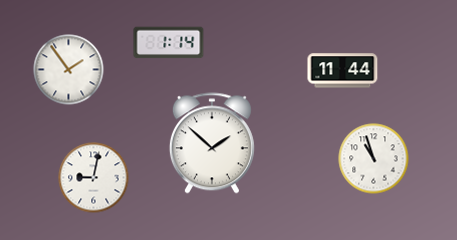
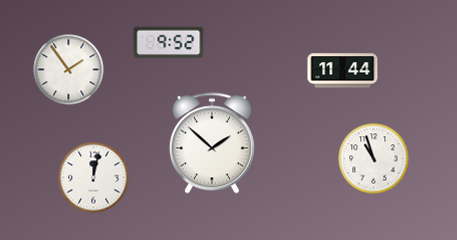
clock at (169, 43): 1:14 -> 9:52
clock at (94, 178): 9:02 -> 12:02
